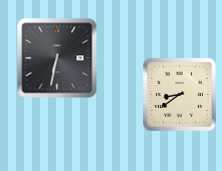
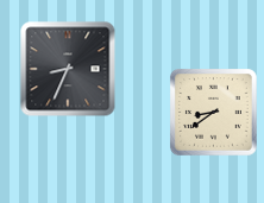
clock at (57, 58): 6:32 -> 8:34
